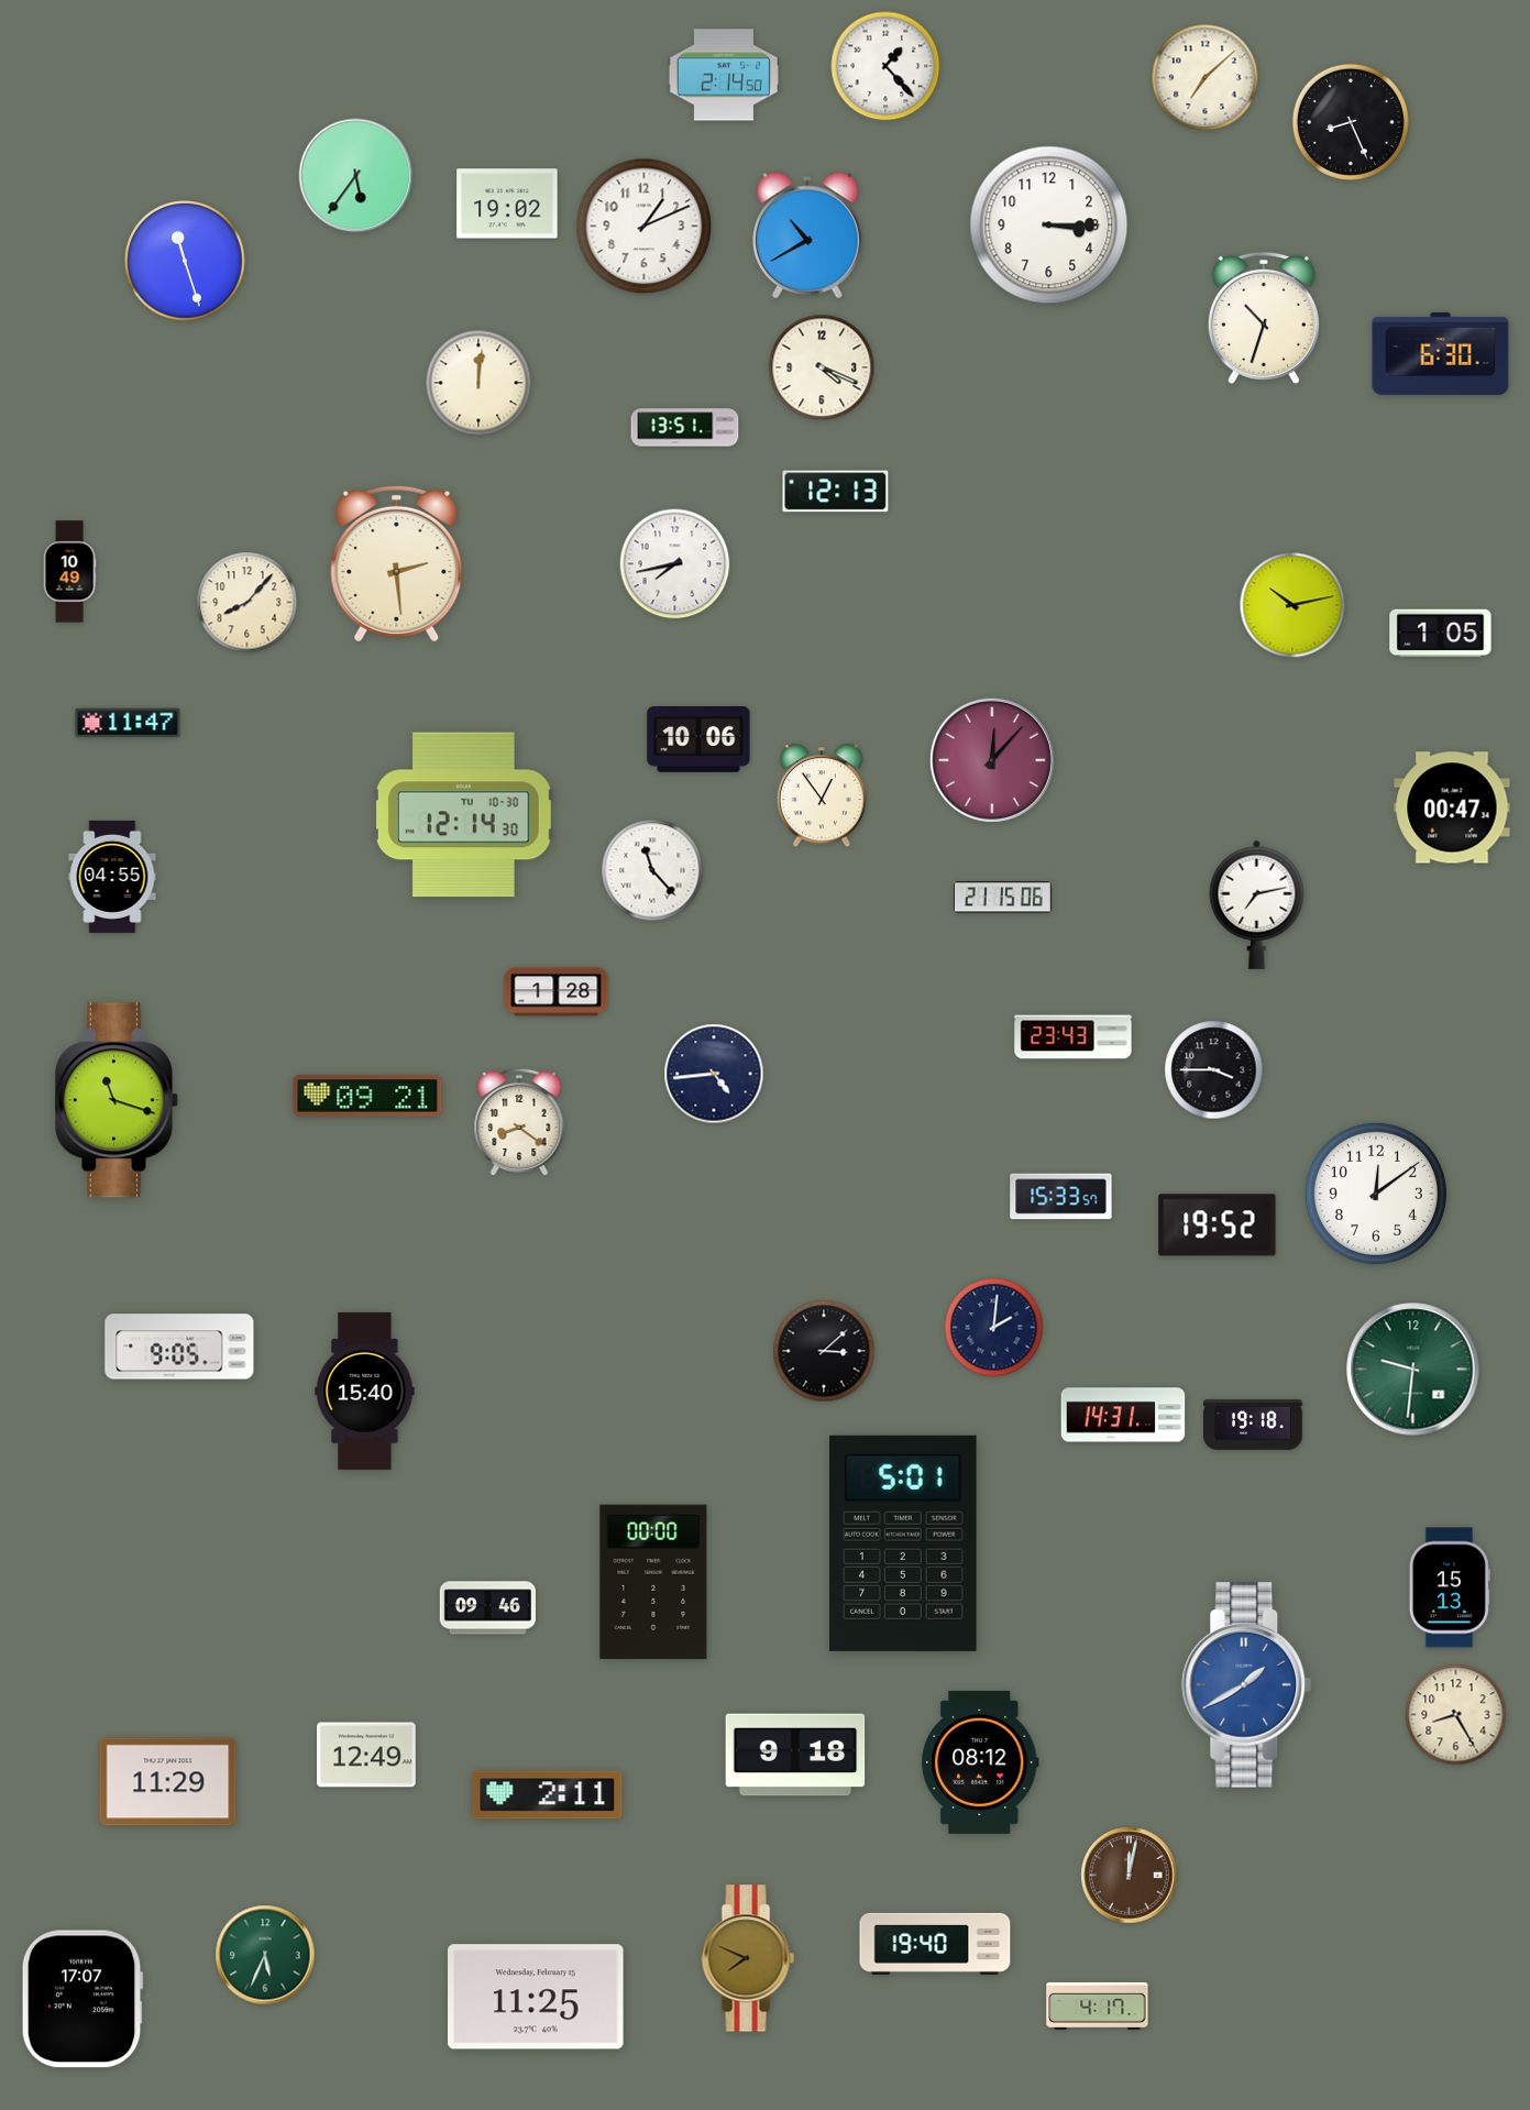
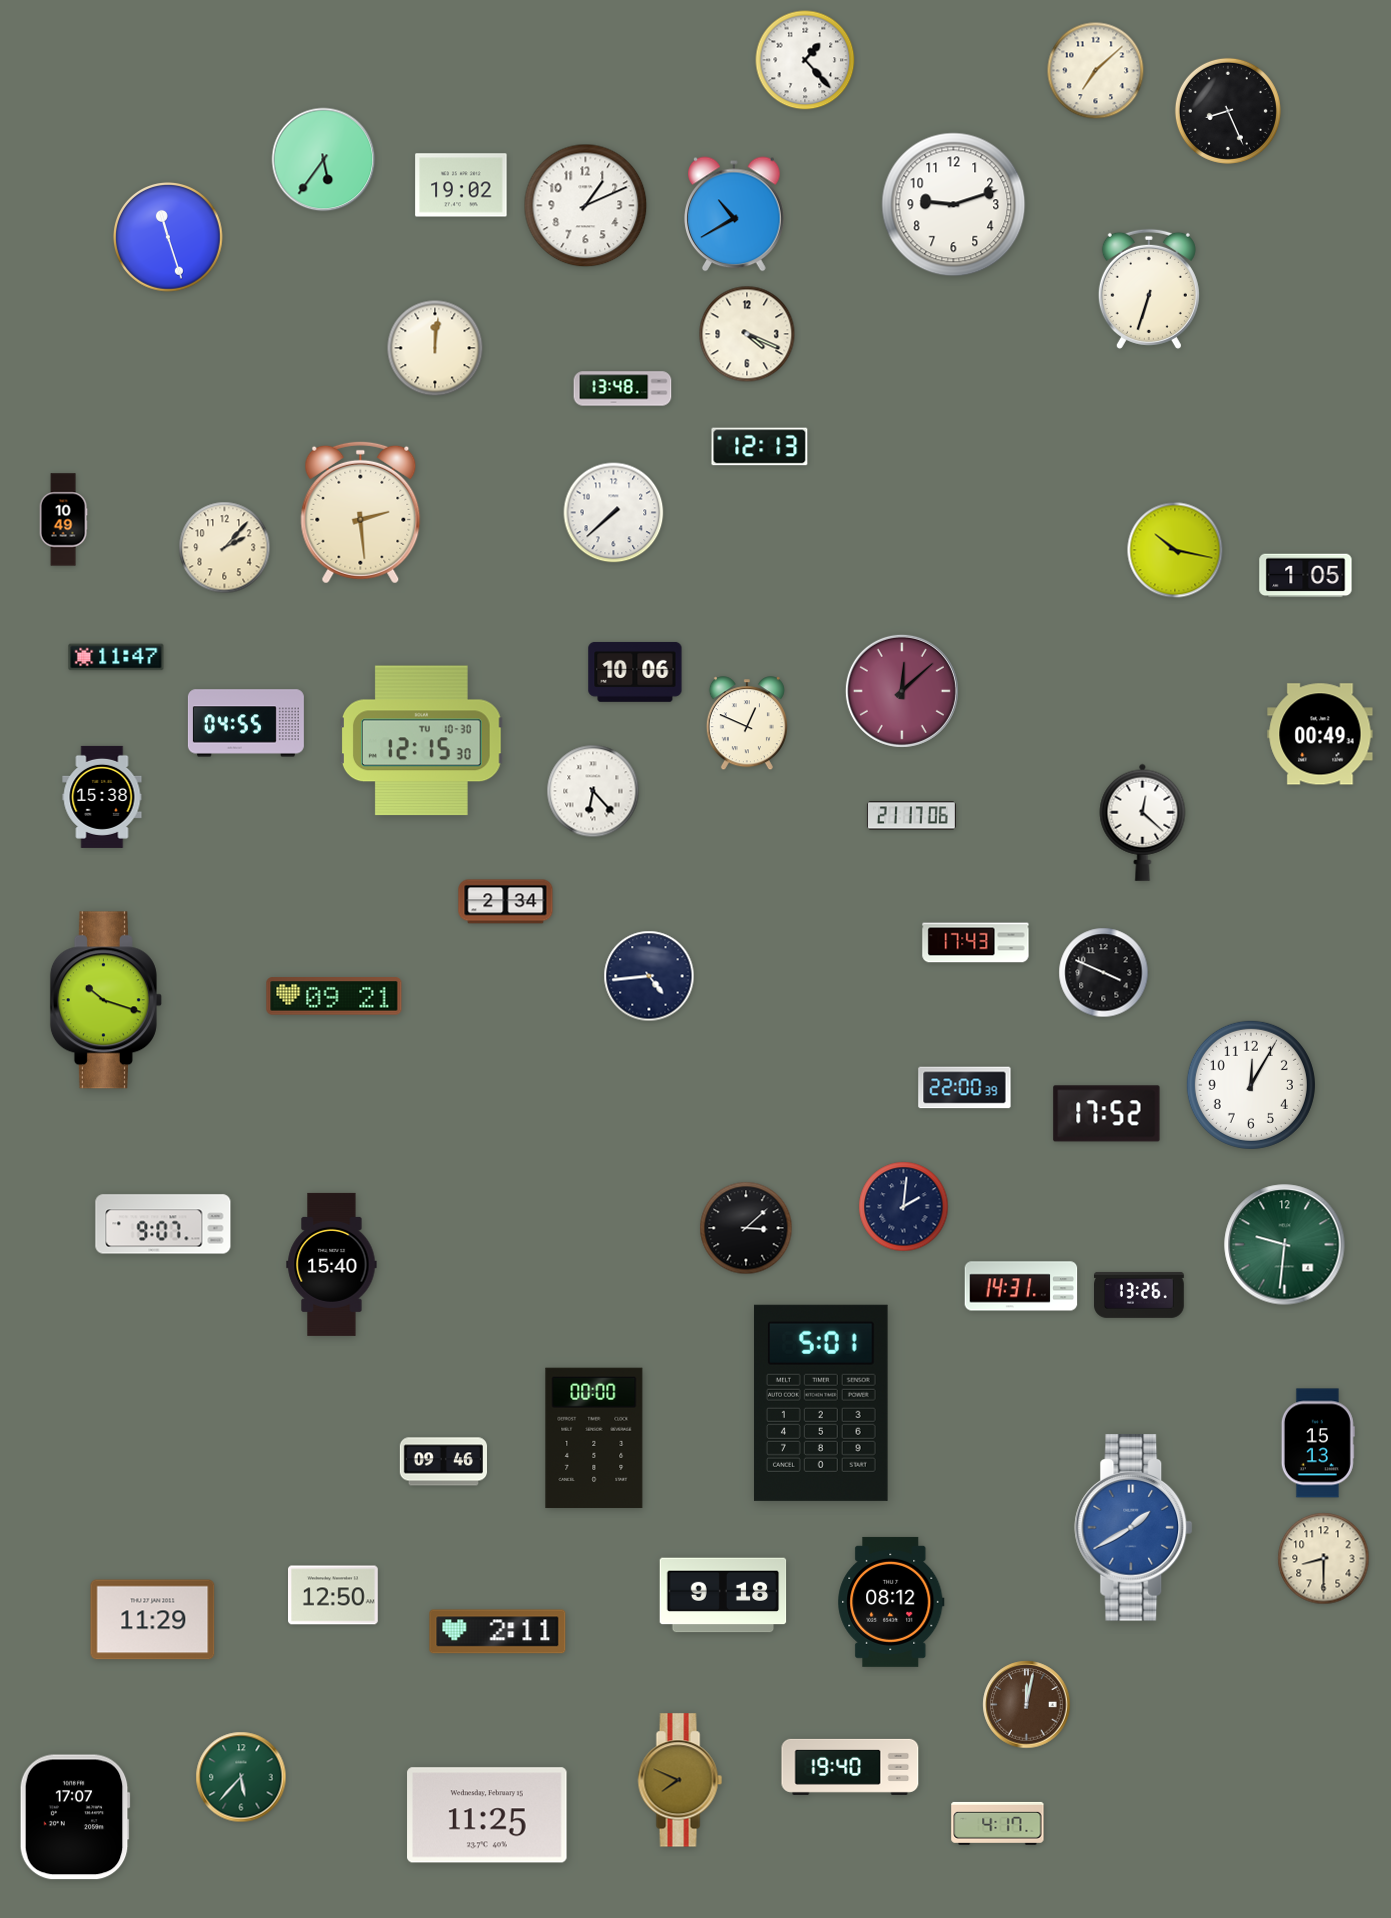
clock at (724, 75): 2:14 -> none
clock at (1049, 226): 3:15 -> 9:12
clock at (1264, 318): 10:33 -> 6:33
clock at (1441, 353): 6:30 -> none
clock at (685, 428): 13:51 -> 13:48
clock at (675, 564): 7:43 -> 7:38
clock at (247, 603): 8:07 -> 2:07
clock at (1292, 605): 10:13 -> 10:17
clock at (1441, 634) position: (1441, 634) -> (1306, 576)
clock at (992, 760): 12:07 -> 12:08
clock at (246, 723): none -> 04:55
clock at (822, 796): 12:54 -> 12:49
clock at (1452, 807): 00:47 -> 00:49
clock at (463, 815): 12:14 -> 12:15
clock at (652, 870): 11:23 -> 6:23
clock at (112, 877): 04:55 -> 15:38
clock at (1002, 898): 21:15 -> 21:17
clock at (1257, 904): 7:13 -> 12:22
clock at (557, 992): 1:28 -> 2:34
clock at (1074, 1037): 23:43 -> 17:43
clock at (1214, 1070): 3:45 -> 3:49
clock at (117, 1100): 11:18 -> 10:18
clock at (519, 1122): 8:21 -> none
clock at (1376, 1194): 12:09 -> 12:05
clock at (1061, 1197): 15:33 -> 22:00
clock at (1218, 1226): 19:52 -> 17:52
clock at (179, 1347): 9:05 -> 9:07
clock at (824, 1351) position: (824, 1351) -> (746, 1228)
clock at (1254, 1425): 19:18 -> 13:26
clock at (1247, 1685) position: (1247, 1685) -> (1134, 1528)
clock at (1456, 1715): 8:25 -> 8:30
clock at (367, 1755): 12:49 -> 12:50
clock at (265, 1955): 5:34 -> 5:37
